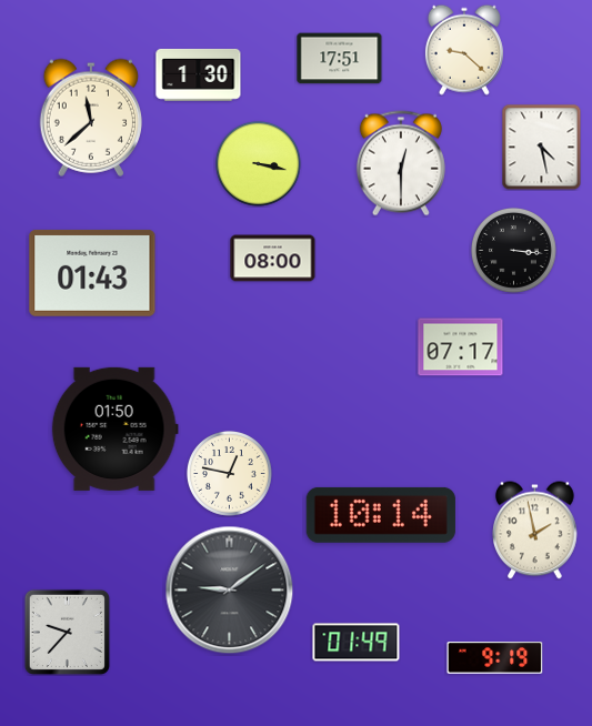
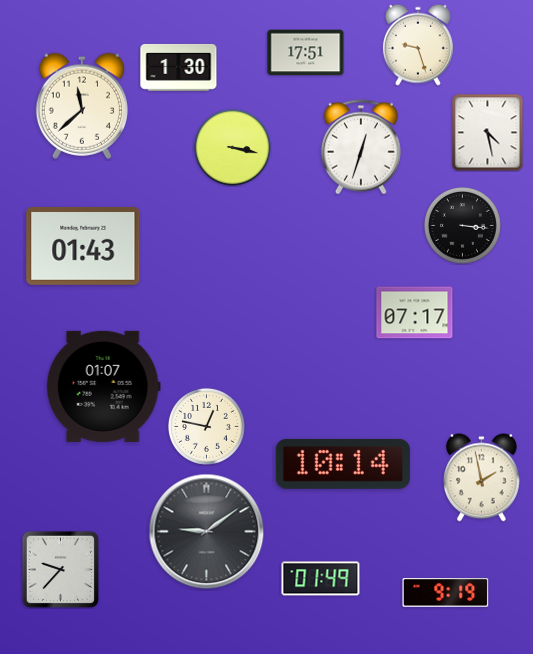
clock at (464, 50): 9:22 -> 9:27
clock at (401, 163): 12:30 -> 12:33
clock at (273, 259): 08:00 -> none
clock at (114, 428): 01:50 -> 01:07
